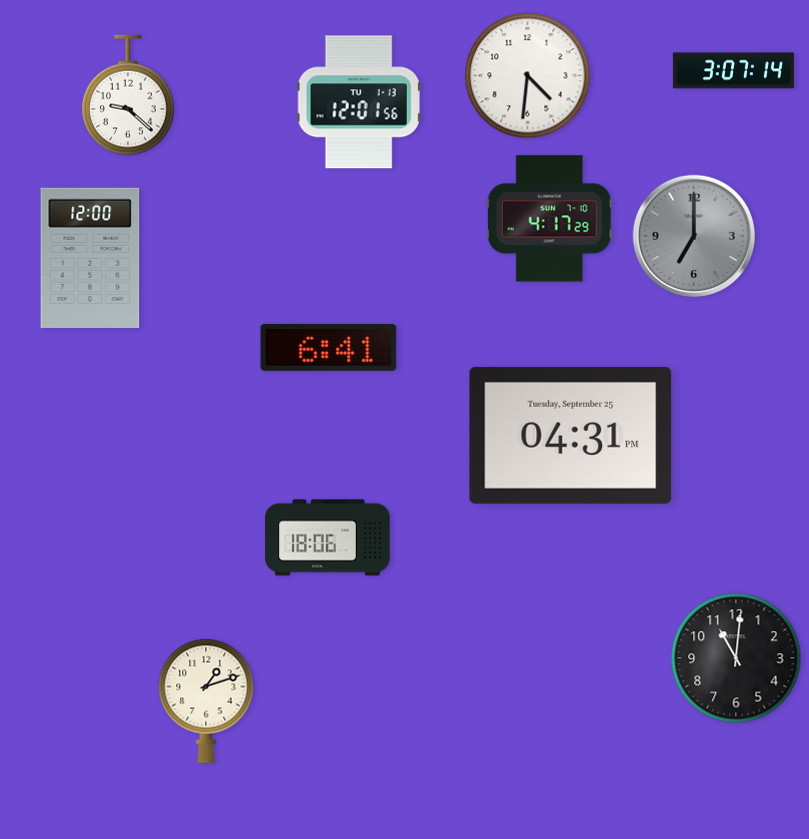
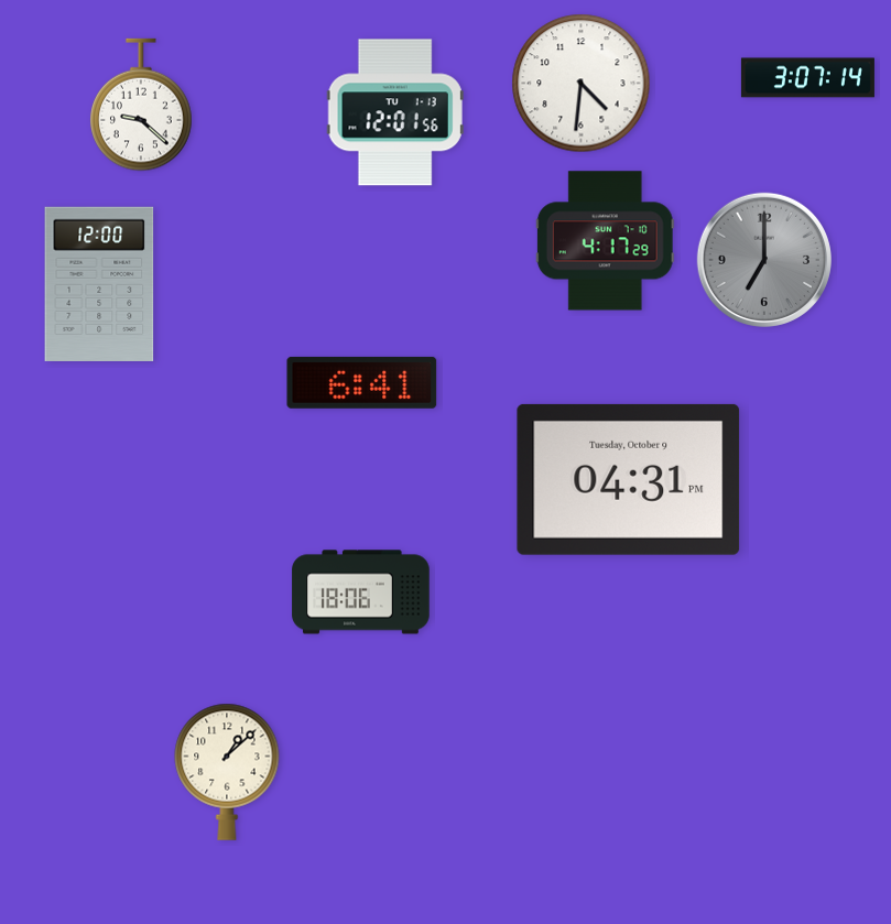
clock at (571, 435) date: Tuesday, September 25 -> Tuesday, October 9
clock at (736, 658): 11:01 -> none
clock at (206, 701): 1:12 -> 1:08
